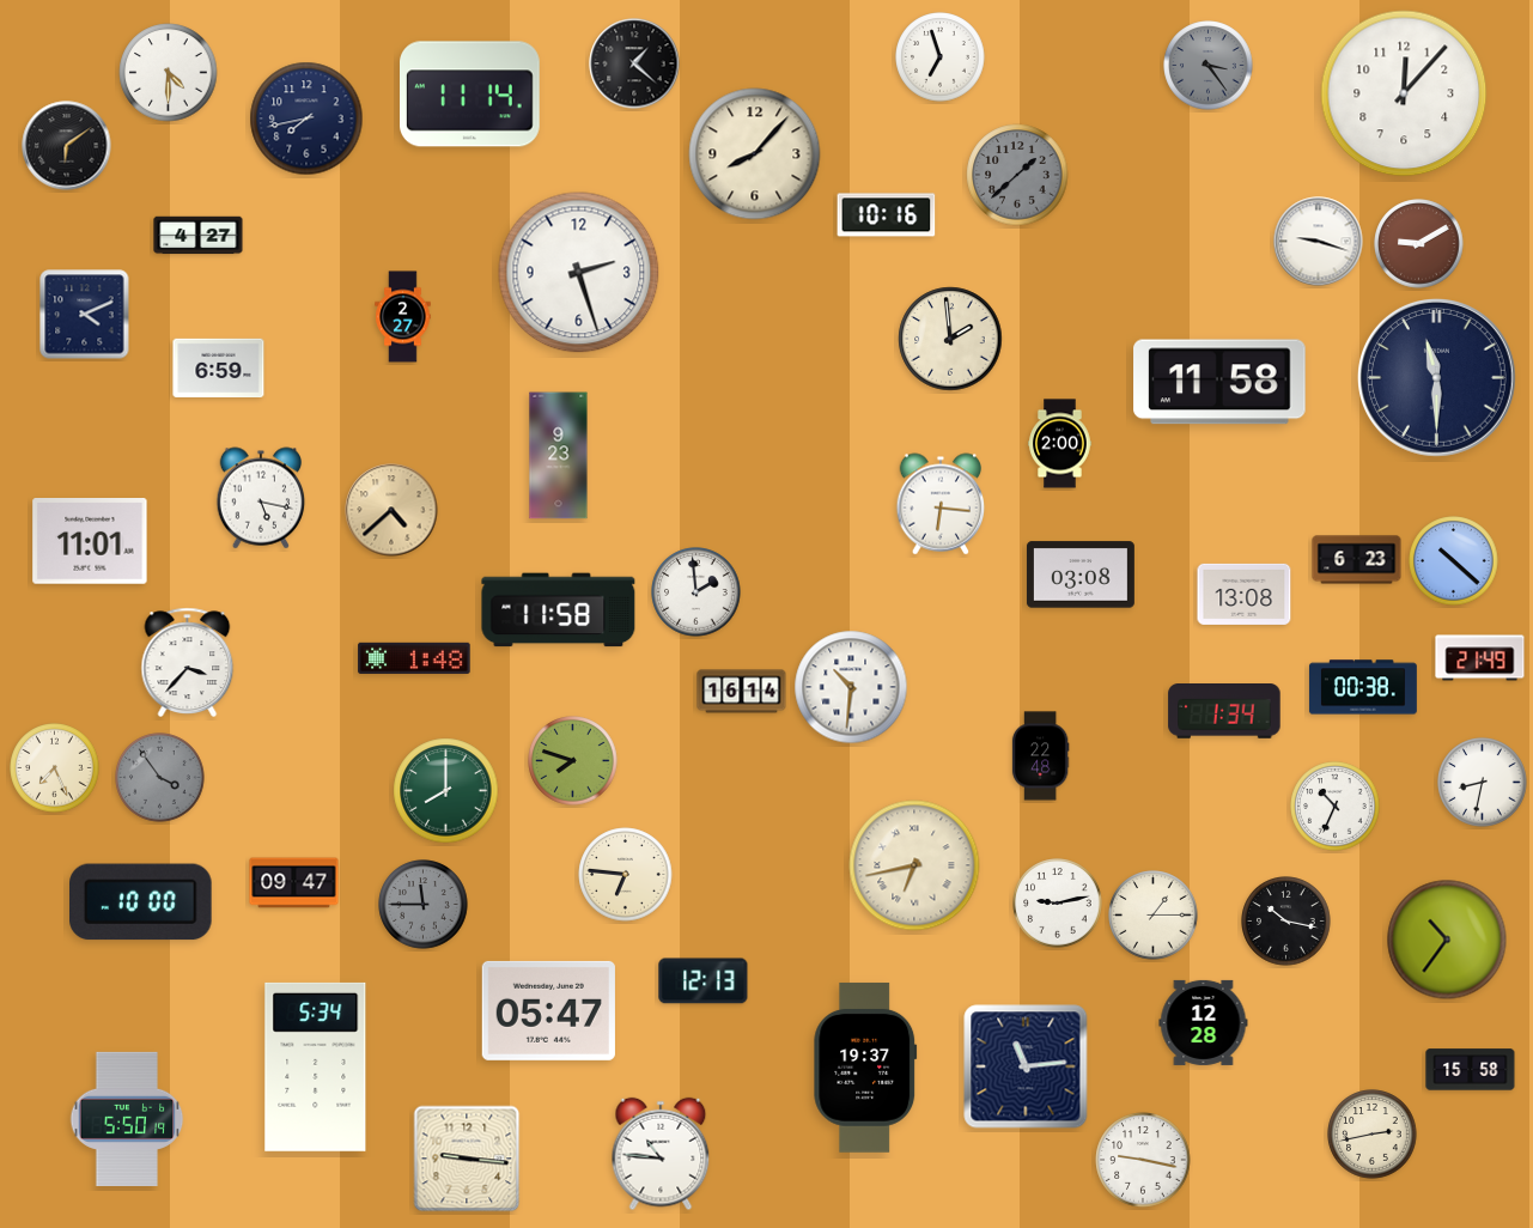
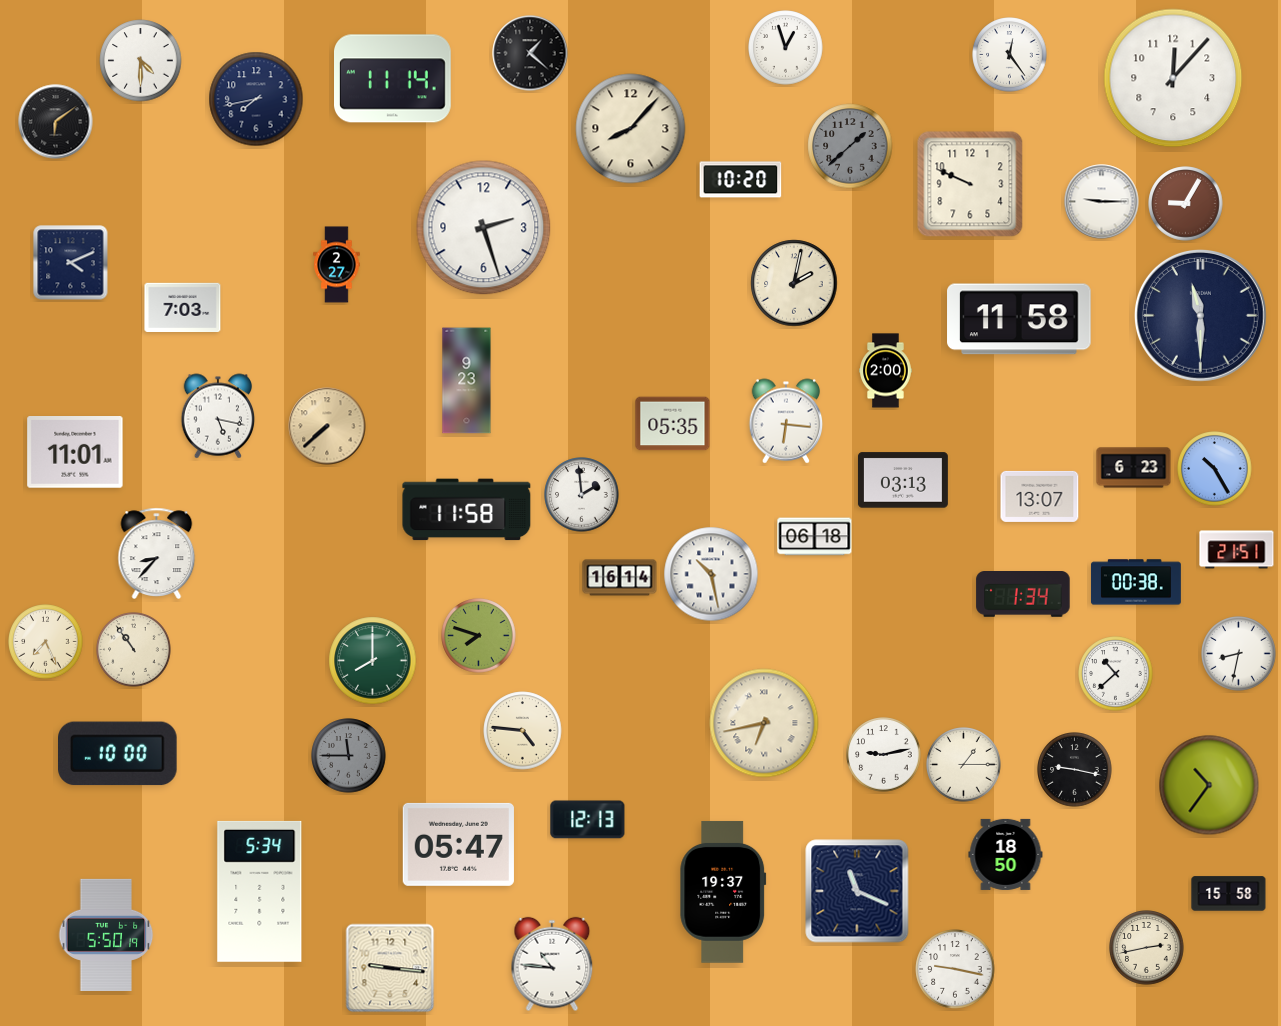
clock at (941, 57): 6:57 -> 12:57
clock at (1209, 66): 3:24 -> 12:24
clock at (1209, 66) dial: grey -> white
clock at (887, 215): 10:16 -> 10:20
clock at (970, 184): none -> 9:49
clock at (199, 236): 4:27 -> none
clock at (1319, 242): 9:18 -> 9:15
clock at (1419, 244): 9:10 -> 9:05
clock at (950, 339): 1:59 -> 2:02
clock at (219, 367): 6:59 -> 7:03
clock at (673, 424): none -> 05:35
clock at (391, 510): 4:38 -> 7:38
clock at (1454, 561): 10:22 -> 10:25
clock at (1081, 575): 03:08 -> 03:13
clock at (1245, 594): 13:08 -> 13:07
clock at (815, 537): none -> 06:18
clock at (414, 658): 1:48 -> none
clock at (1480, 658): 21:49 -> 21:51
clock at (188, 662): 3:37 -> 8:37
clock at (851, 687): 10:31 -> 10:28
clock at (1363, 687) position: (1363, 687) -> (1136, 582)
clock at (1040, 756): 22:48 -> none
clock at (160, 778): 3:54 -> 10:54
clock at (160, 778) dial: grey -> cream
clock at (1336, 807): 10:34 -> 10:38
clock at (626, 875): 6:46 -> 4:46
clock at (294, 883): 09:47 -> none
clock at (424, 905) position: (424, 905) -> (349, 756)
clock at (1286, 922): 10:17 -> 9:17
clock at (1204, 1022): 12:28 -> 18:50
clock at (316, 1066) position: (316, 1066) -> (260, 891)
clock at (1026, 1066): 11:14 -> 11:19
